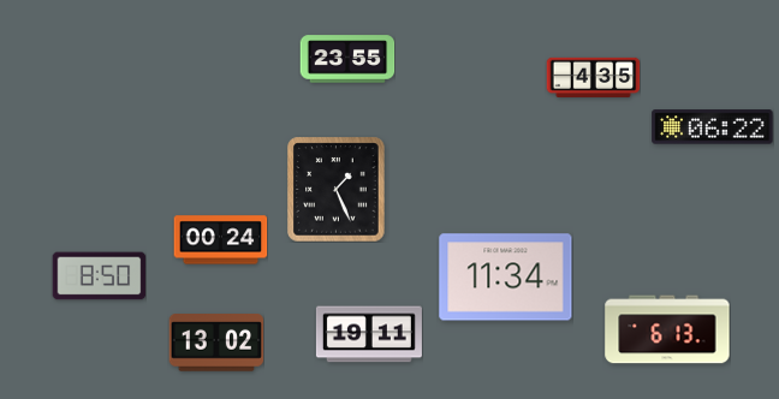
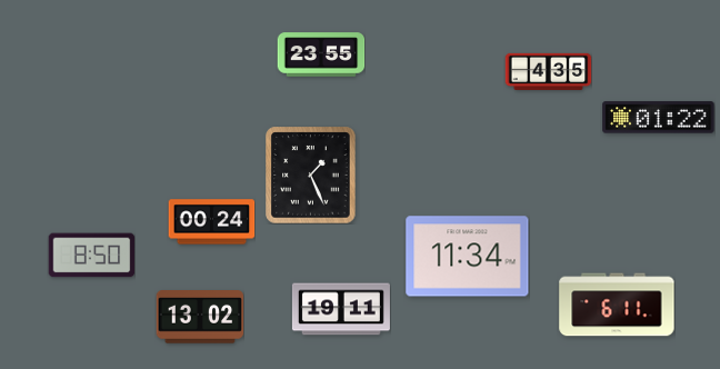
clock at (713, 127): 06:22 -> 01:22
clock at (220, 240) position: (220, 240) -> (211, 222)
clock at (667, 329): 6:13 -> 6:11
